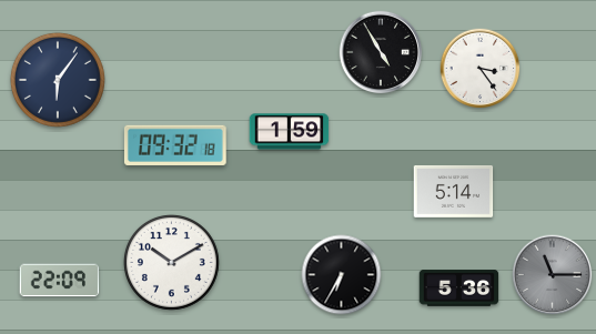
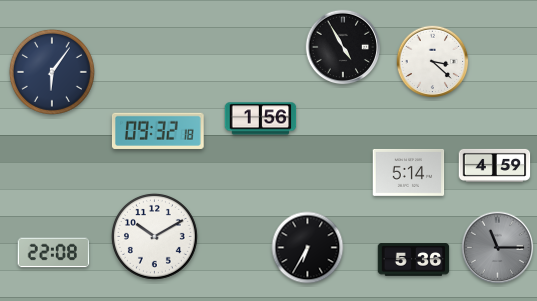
clock at (481, 69): 3:24 -> 3:22
clock at (290, 132): 1:59 -> 1:56
clock at (495, 165): none -> 4:59
clock at (60, 281): 22:09 -> 22:08
